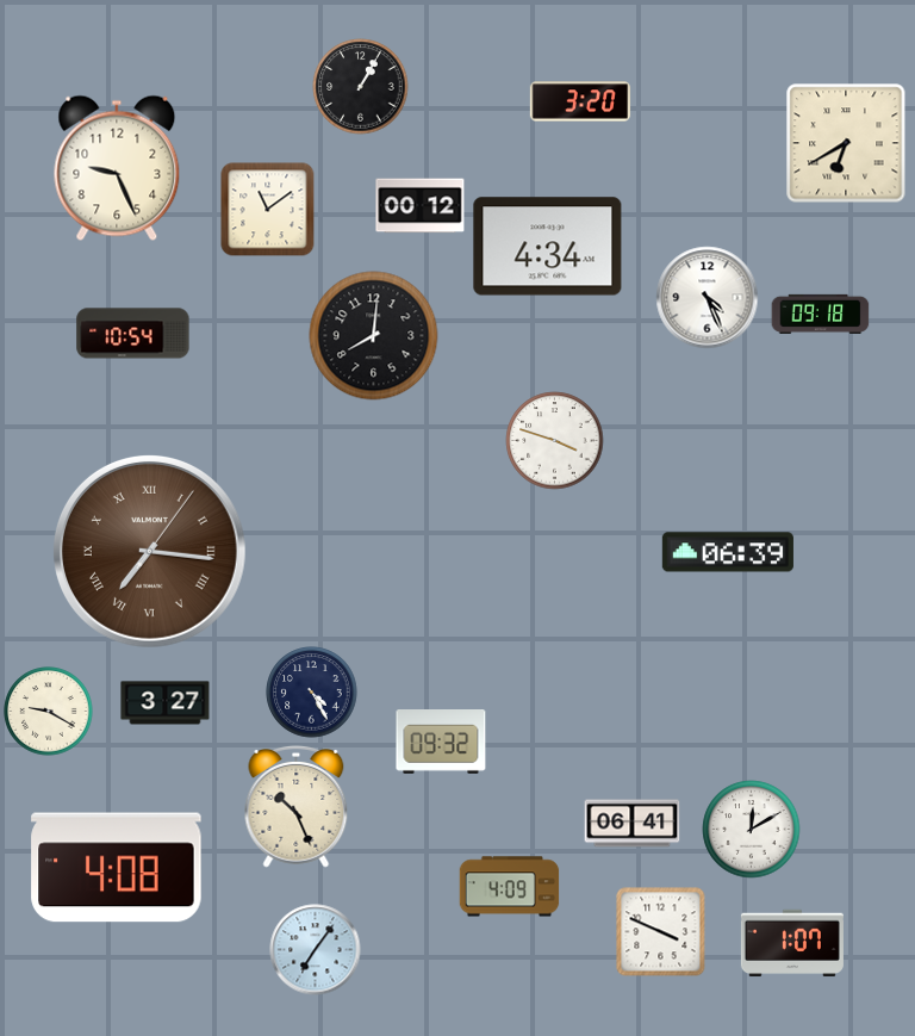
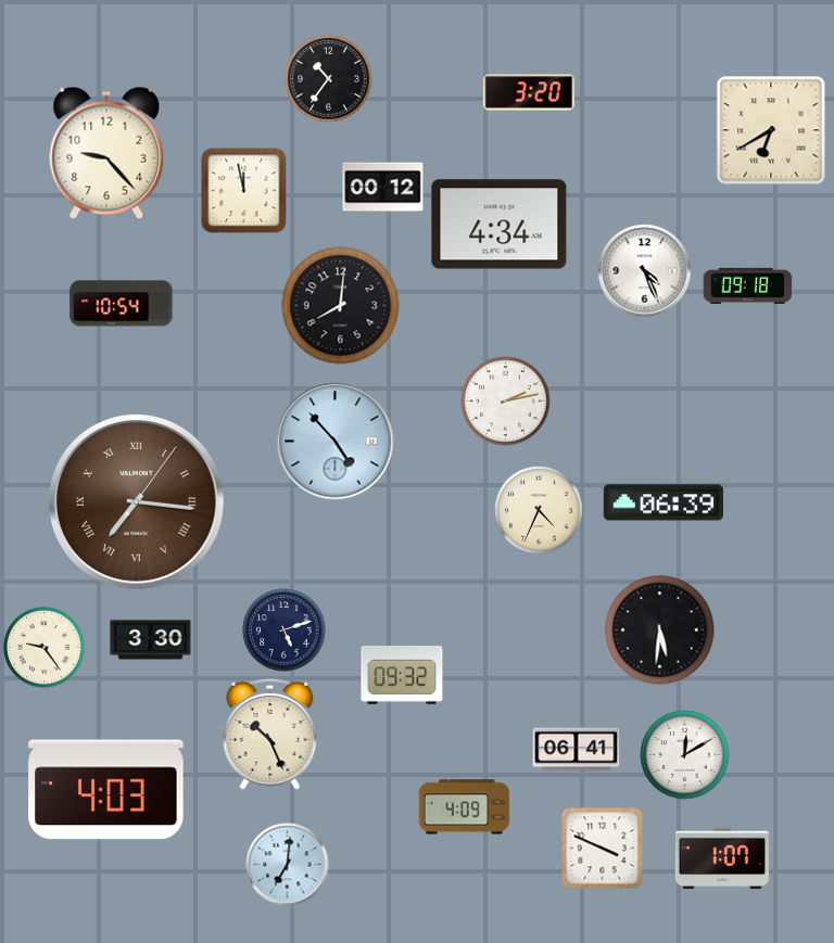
clock at (361, 87): 1:05 -> 10:36
clock at (117, 168): 9:26 -> 9:23
clock at (268, 210): 11:09 -> 11:58
clock at (555, 441): 3:48 -> 2:13
clock at (336, 442): none -> 4:53
clock at (539, 510): none -> 4:34
clock at (312, 693): 4:25 -> 5:12
clock at (660, 630): none -> 5:31
clock at (166, 703): 3:27 -> 3:30
clock at (49, 712): 9:20 -> 9:24
clock at (117, 868): 4:08 -> 4:03
clock at (316, 950): 7:06 -> 7:01
